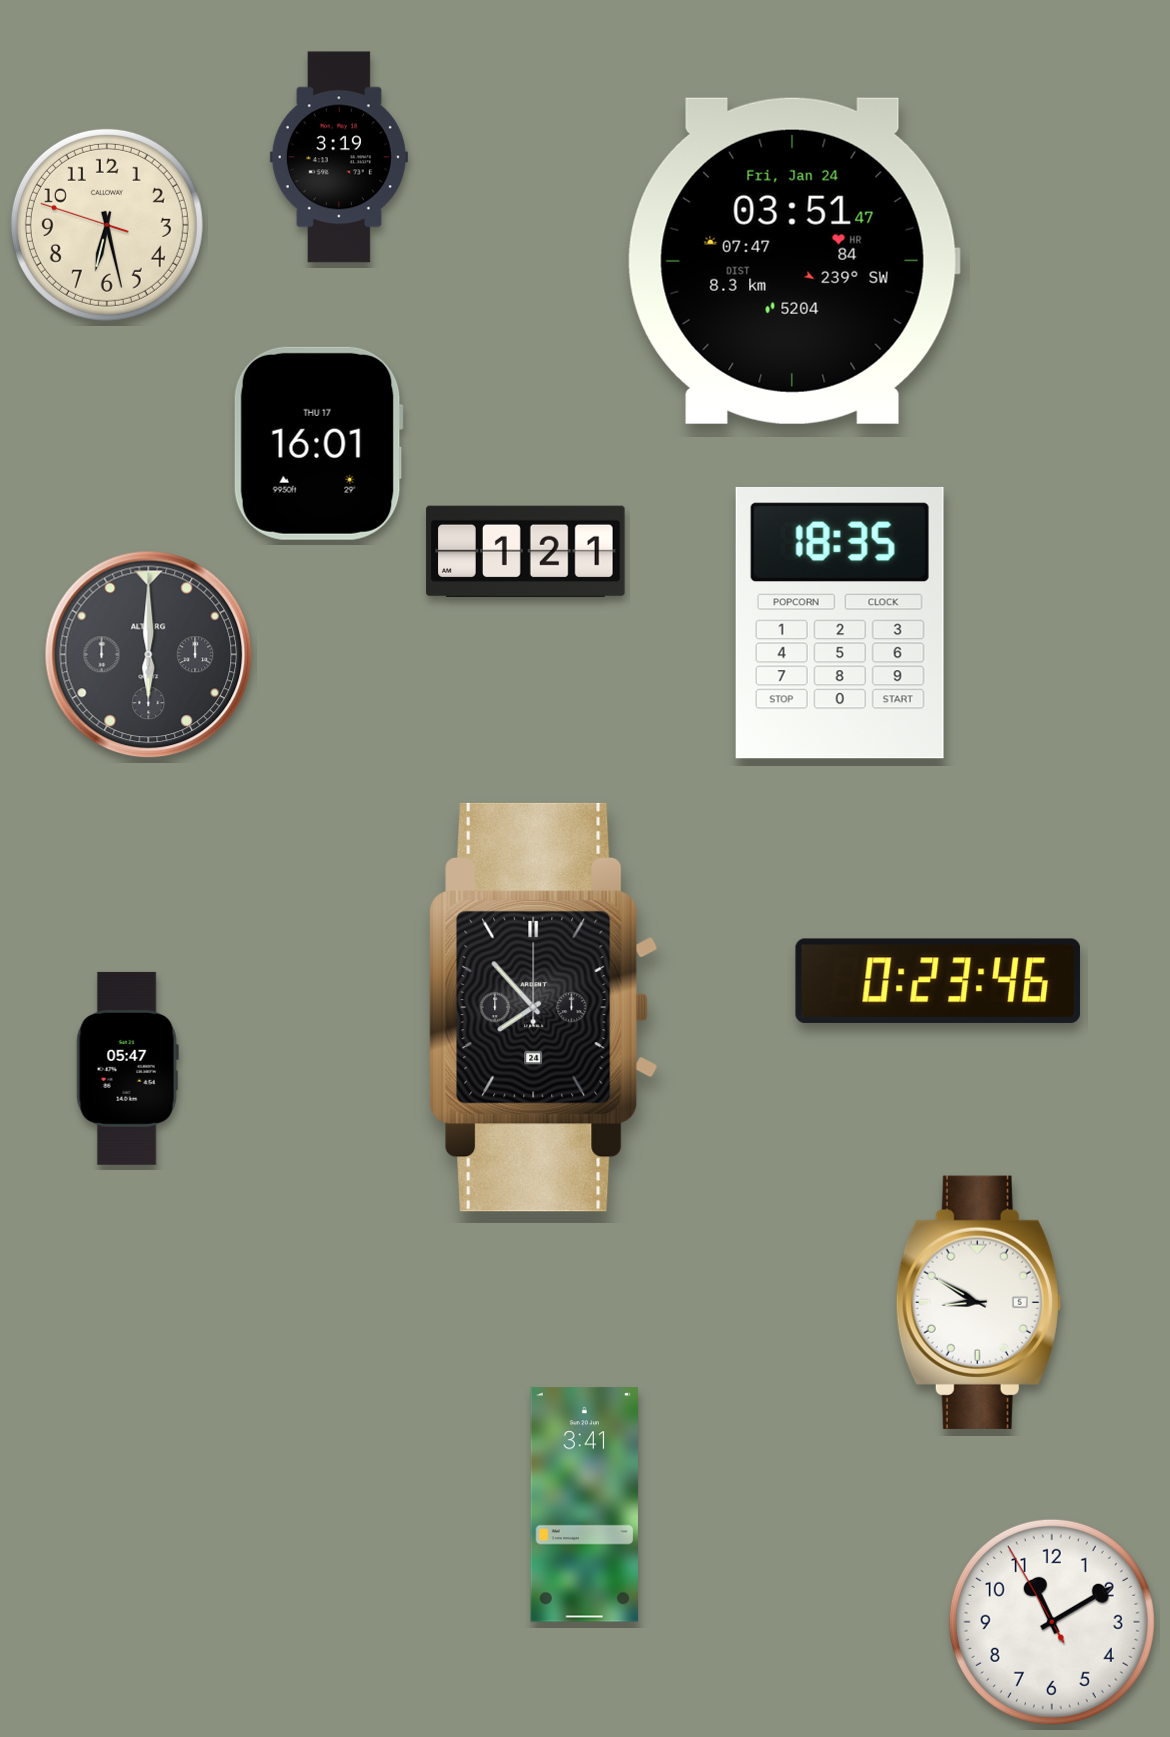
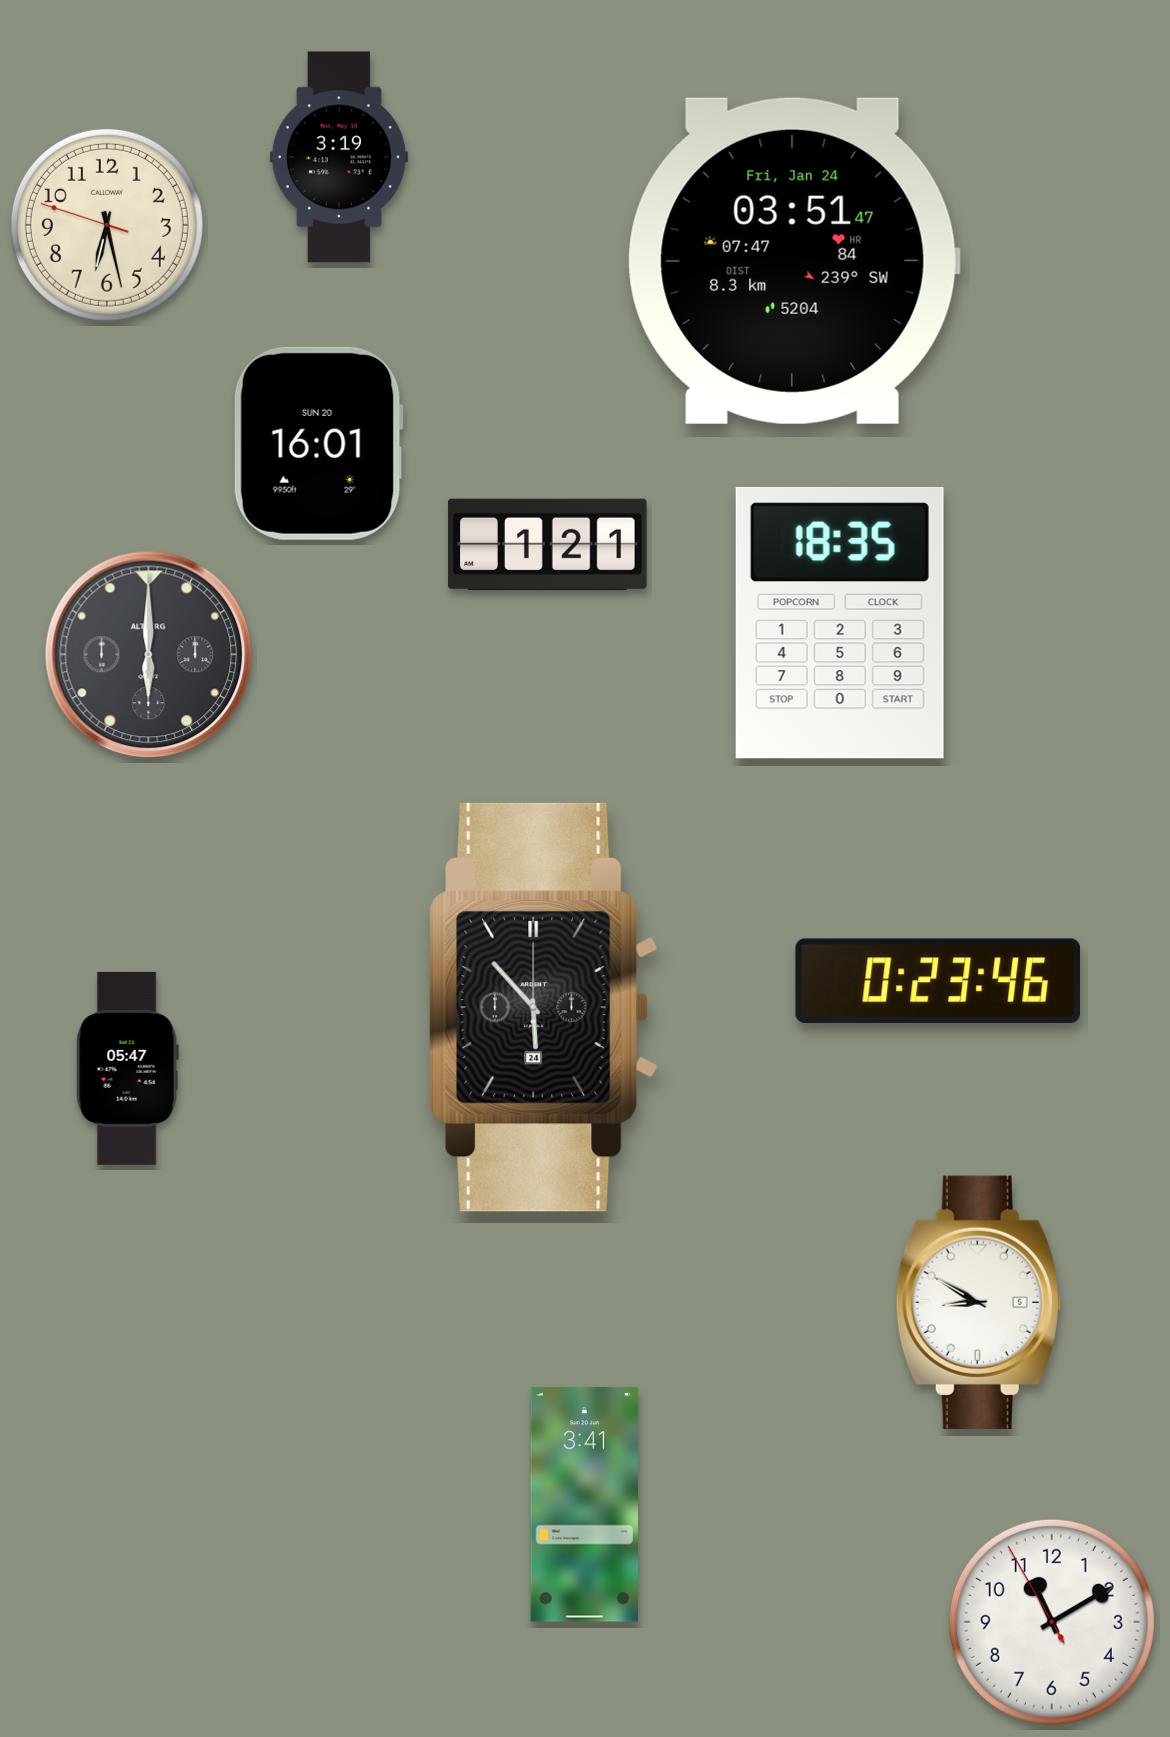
clock at (318, 443) date: THU 17 -> SUN 20
clock at (526, 551) position: (526, 551) -> (548, 544)
clock at (544, 1007): 7:53 -> 5:53
